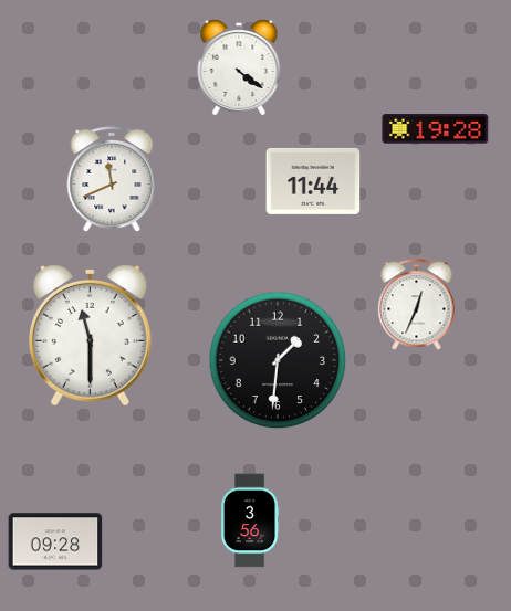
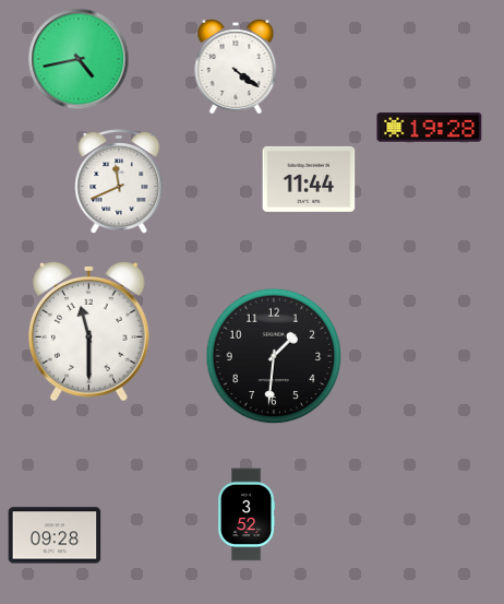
clock at (79, 59): none -> 4:43
clock at (112, 179) position: (112, 179) -> (119, 181)
clock at (417, 305): 12:34 -> none
clock at (250, 520): 3:56 -> 3:52
